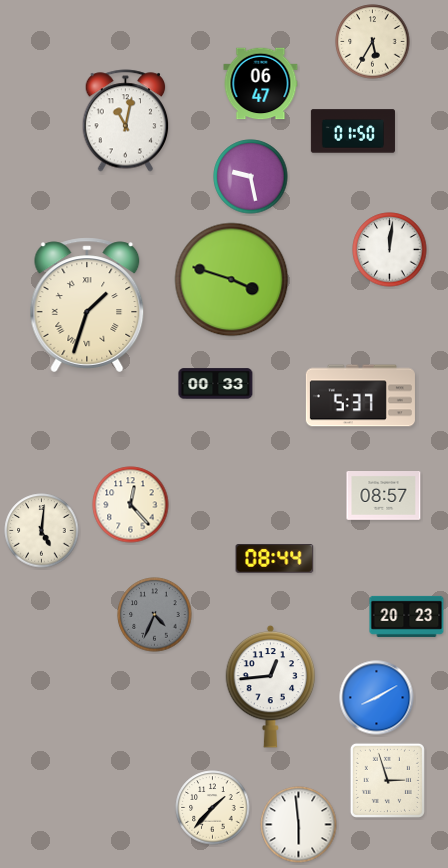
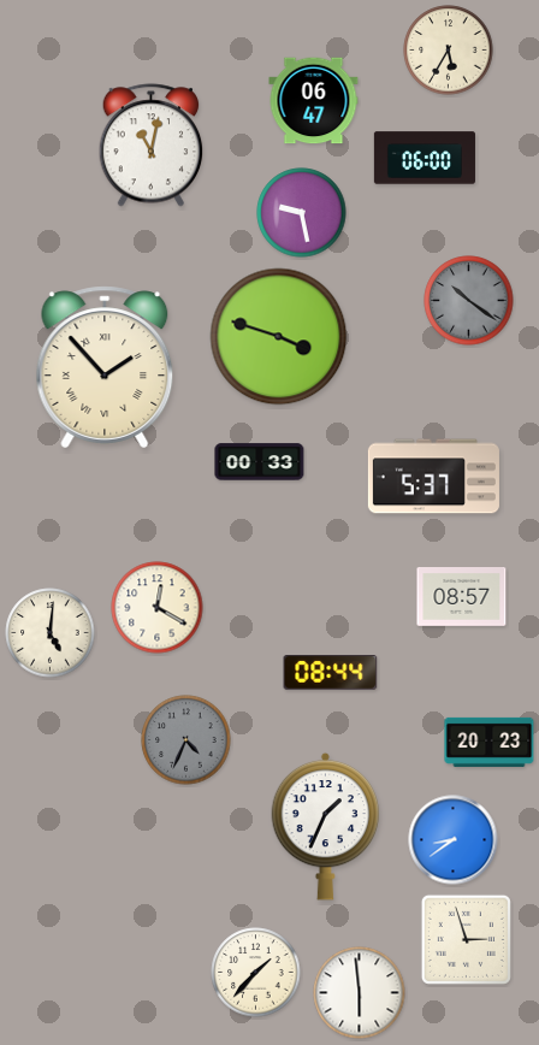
clock at (353, 131): 01:50 -> 06:00
clock at (390, 250): 12:01 -> 10:21
clock at (390, 250) dial: white -> grey
clock at (87, 305): 1:33 -> 1:53
clock at (131, 505): 12:23 -> 12:20
clock at (42, 531) position: (42, 531) -> (51, 633)
clock at (271, 686): 12:44 -> 1:34
clock at (377, 698): 8:10 -> 8:39
